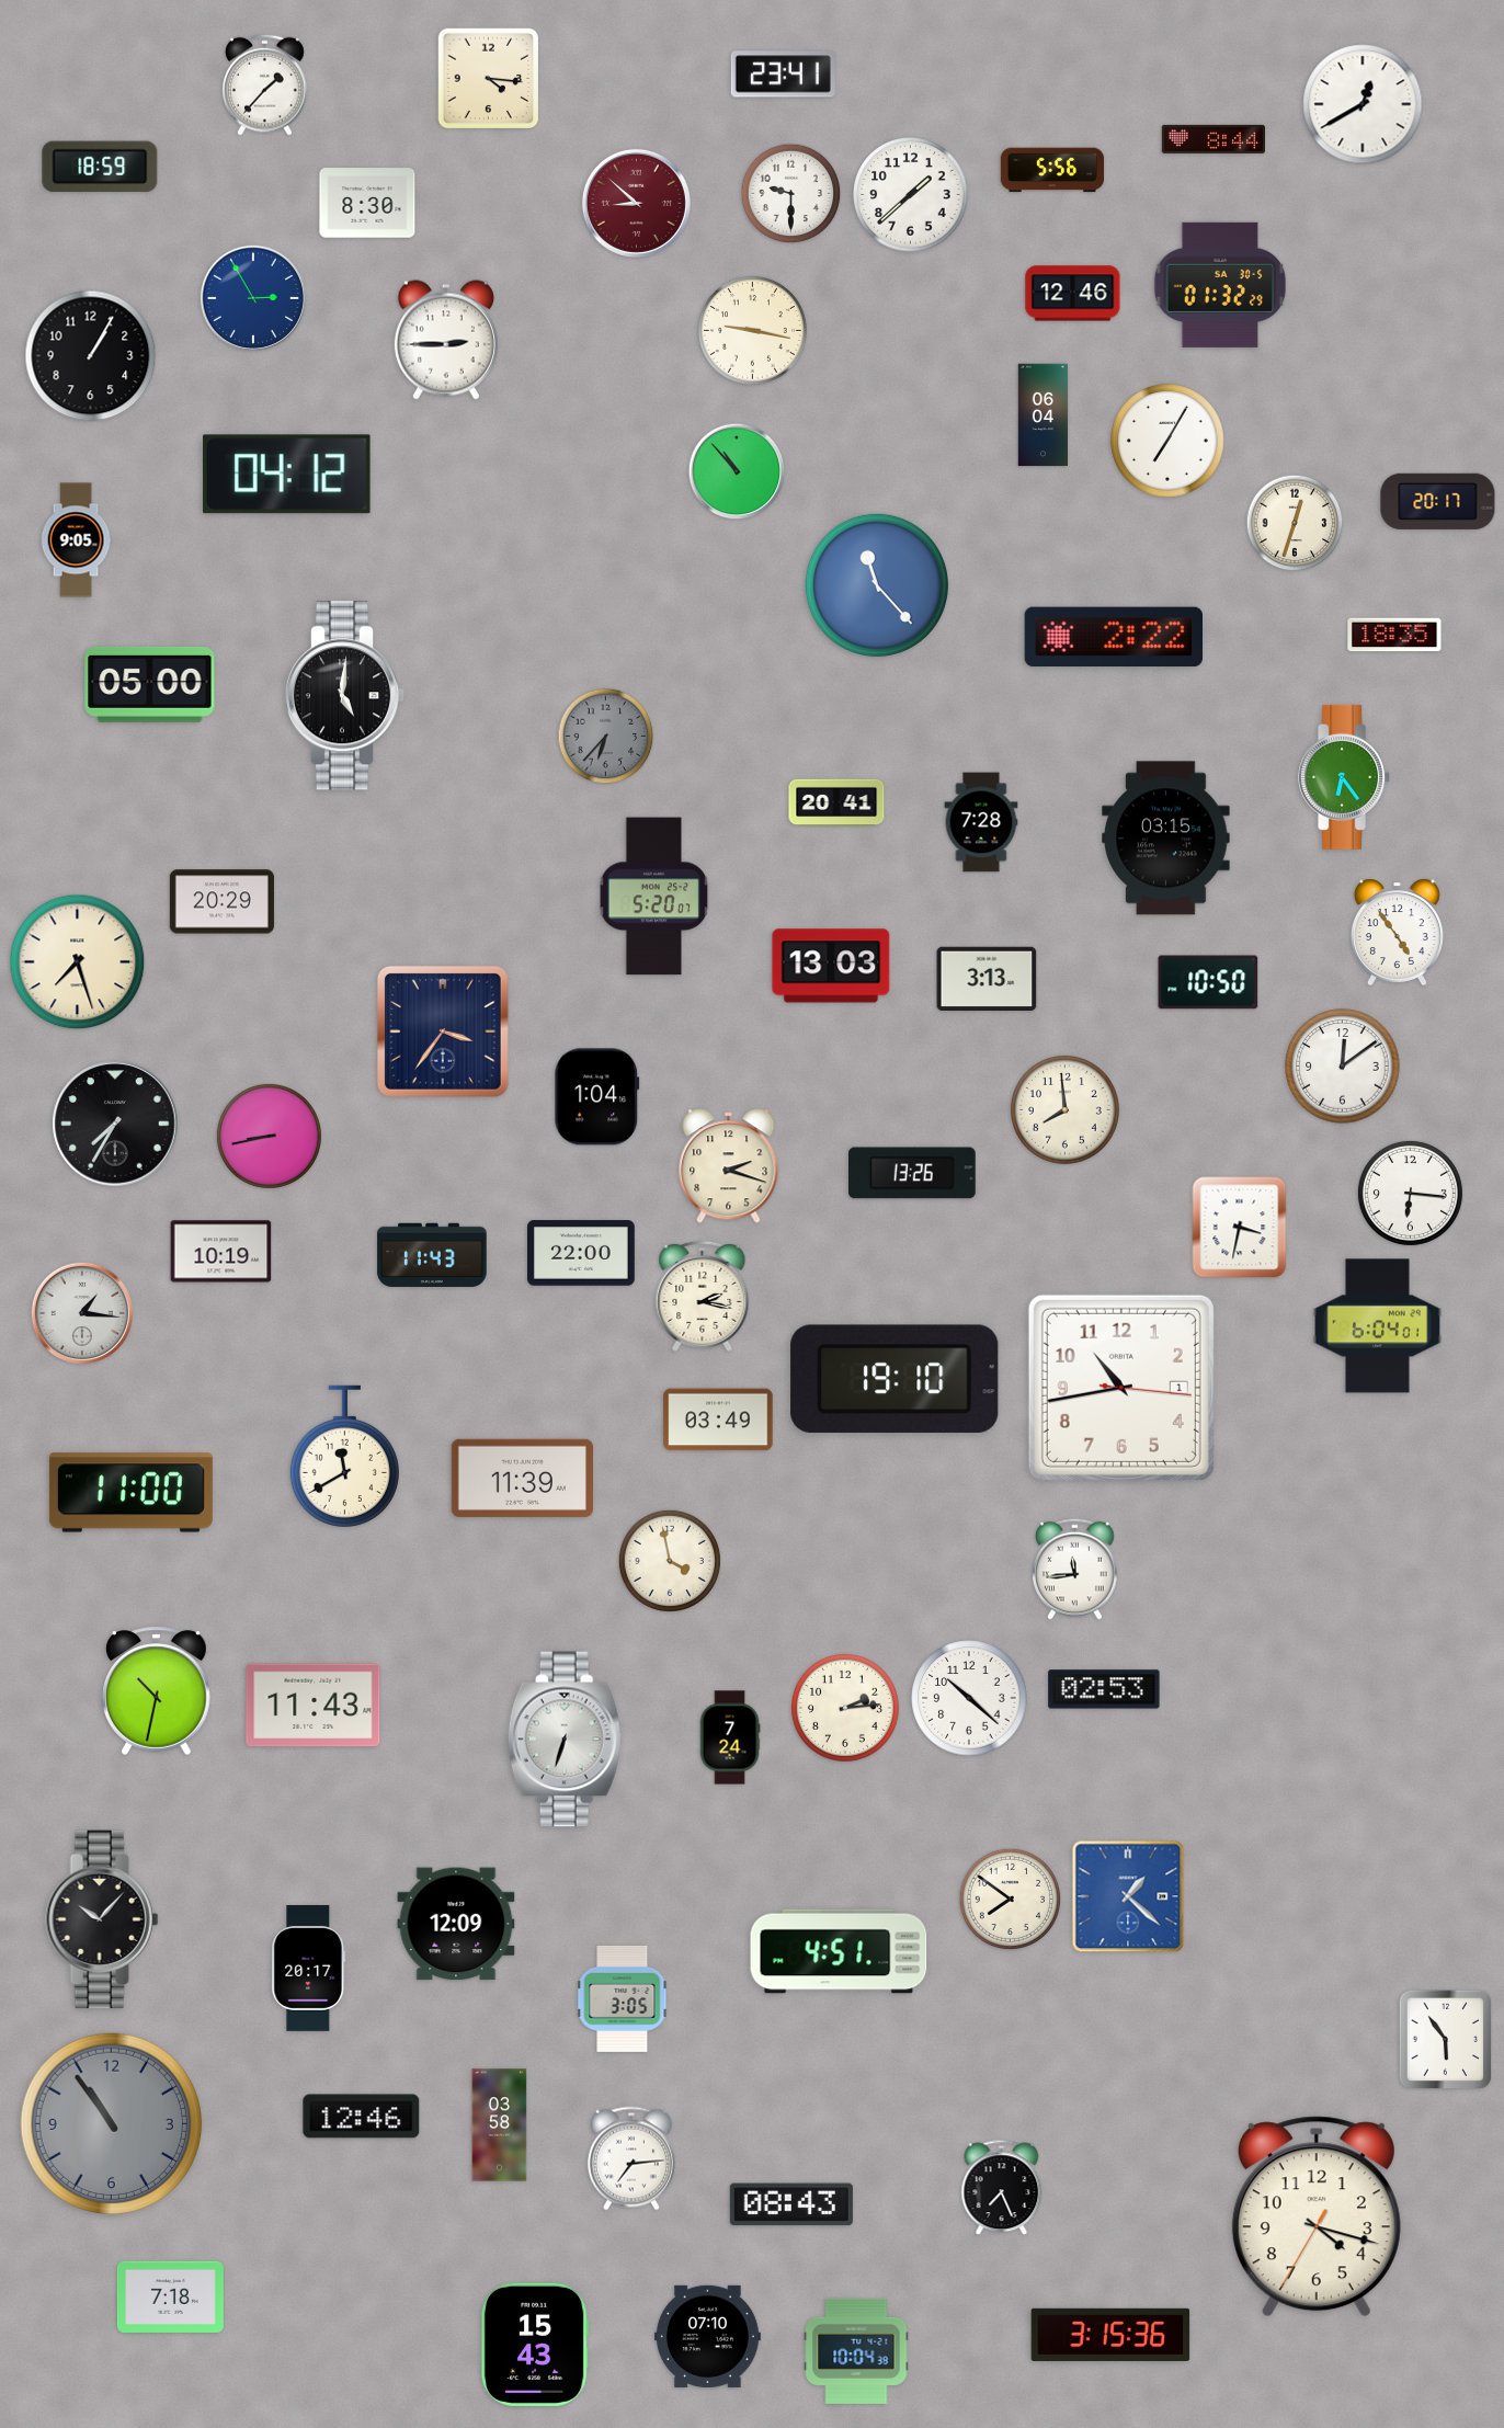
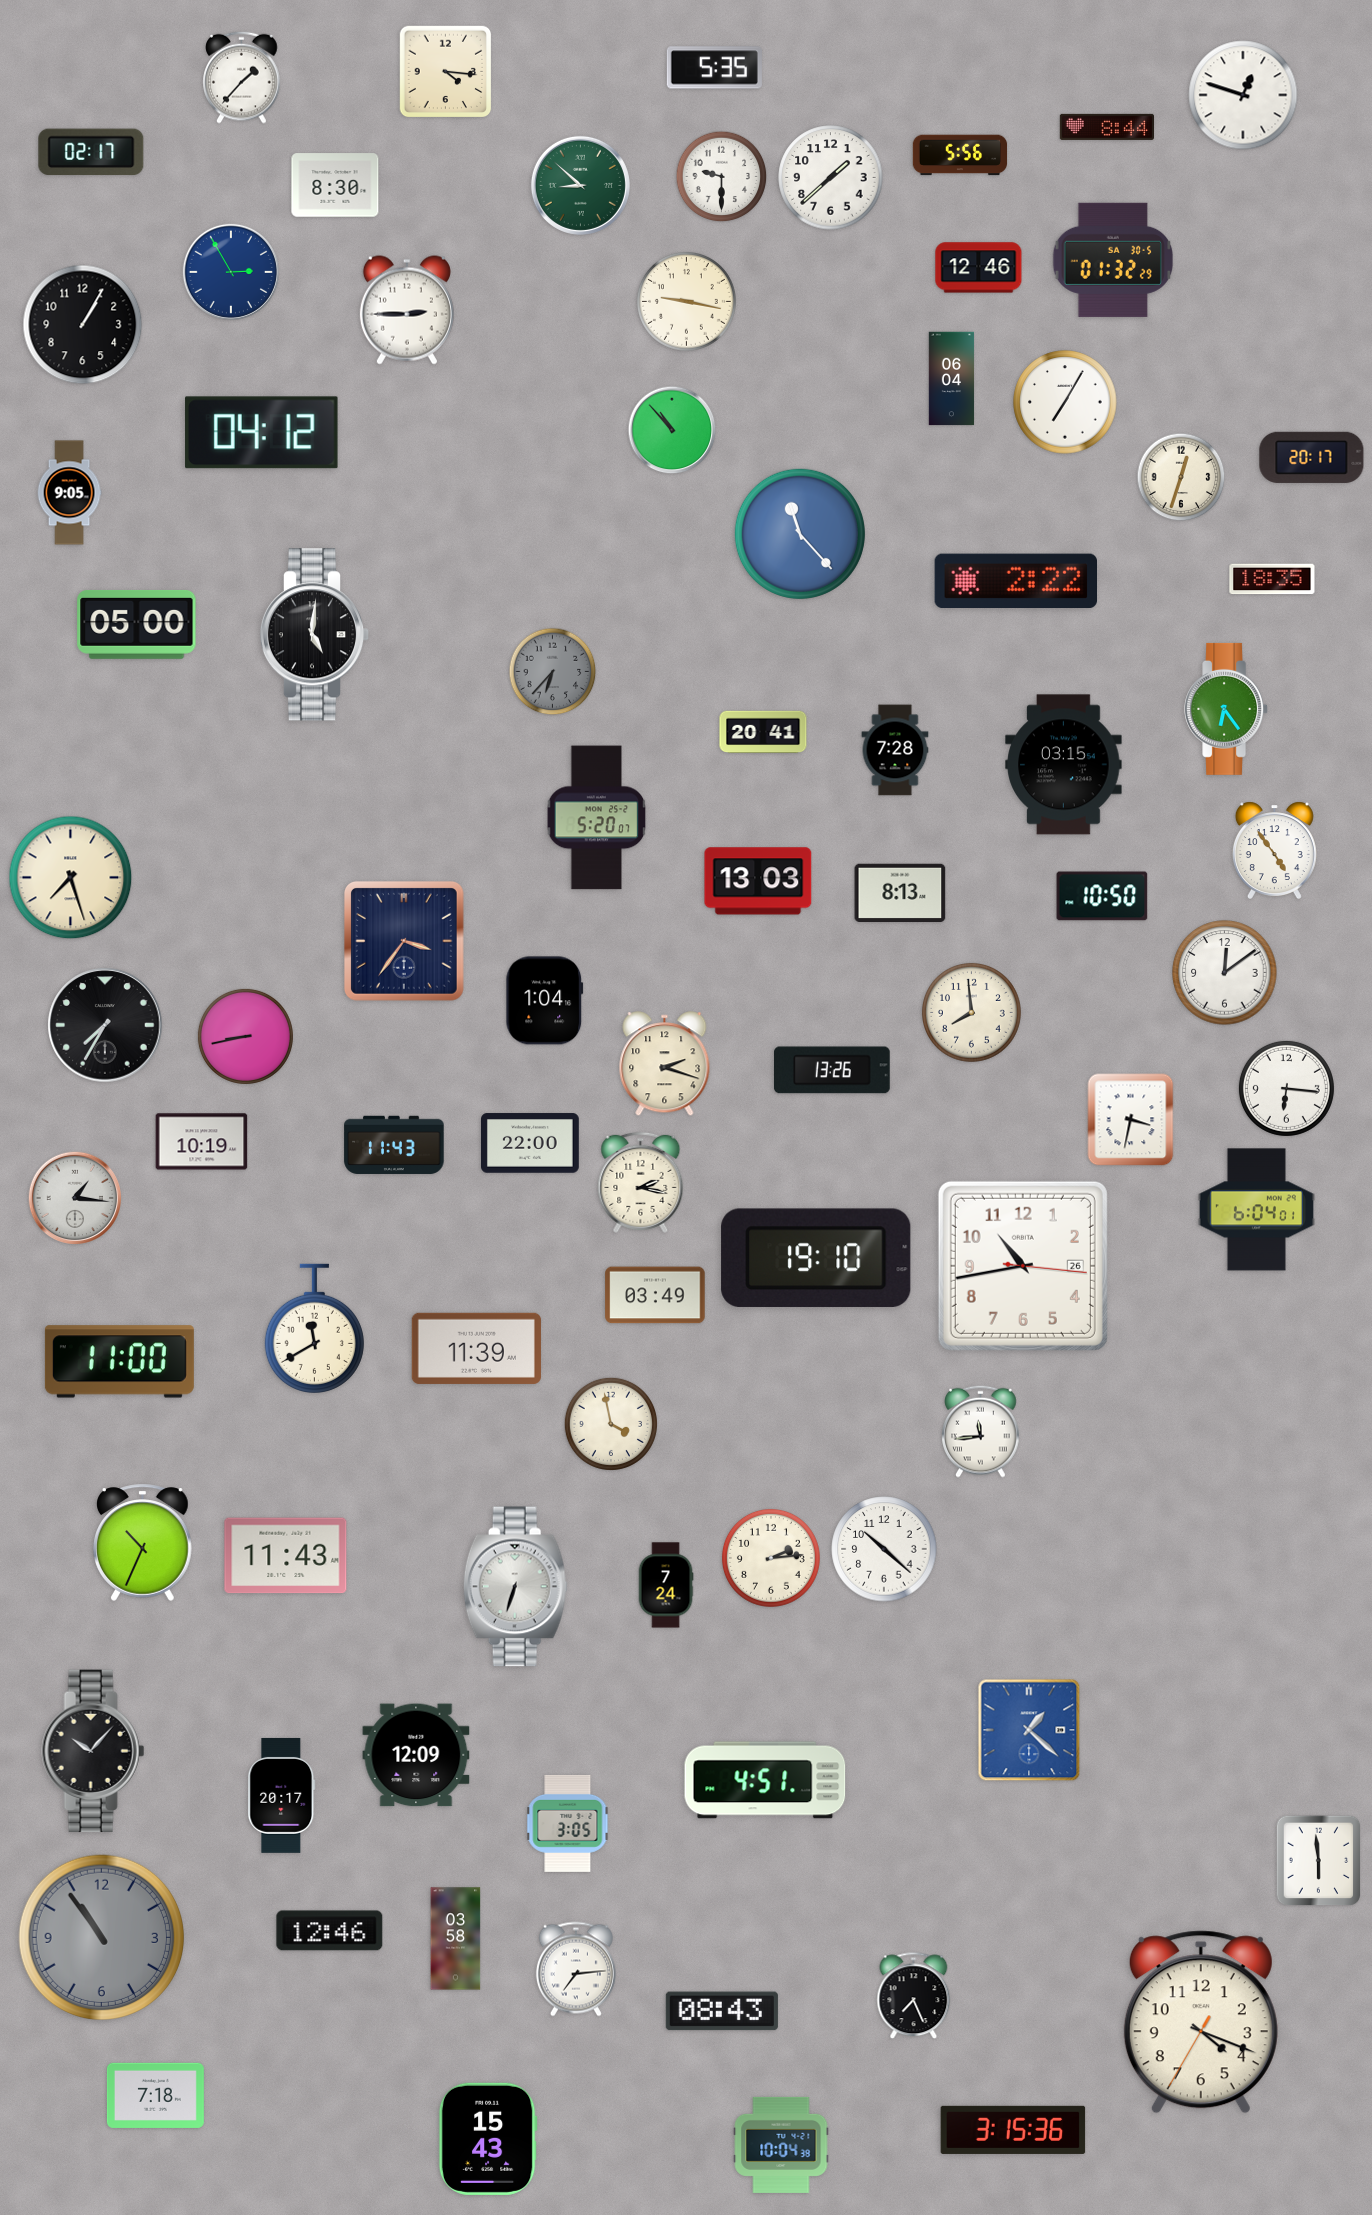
clock at (783, 75): 23:41 -> 5:35
clock at (1363, 104): 12:40 -> 12:48
clock at (100, 167): 18:59 -> 02:17
clock at (636, 203) dial: burgundy -> green
clock at (221, 902): 20:29 -> none
clock at (987, 978): 3:13 -> 8:13
clock at (1121, 1388) date: 1 -> 26
clock at (1104, 1689): 02:53 -> none
clock at (157, 1690): 10:32 -> 10:34
clock at (1010, 1899): 7:51 -> none
clock at (1446, 2040): 5:54 -> 5:59
clock at (1317, 2216): 4:17 -> 4:18
clock at (707, 2336): 07:10 -> none
